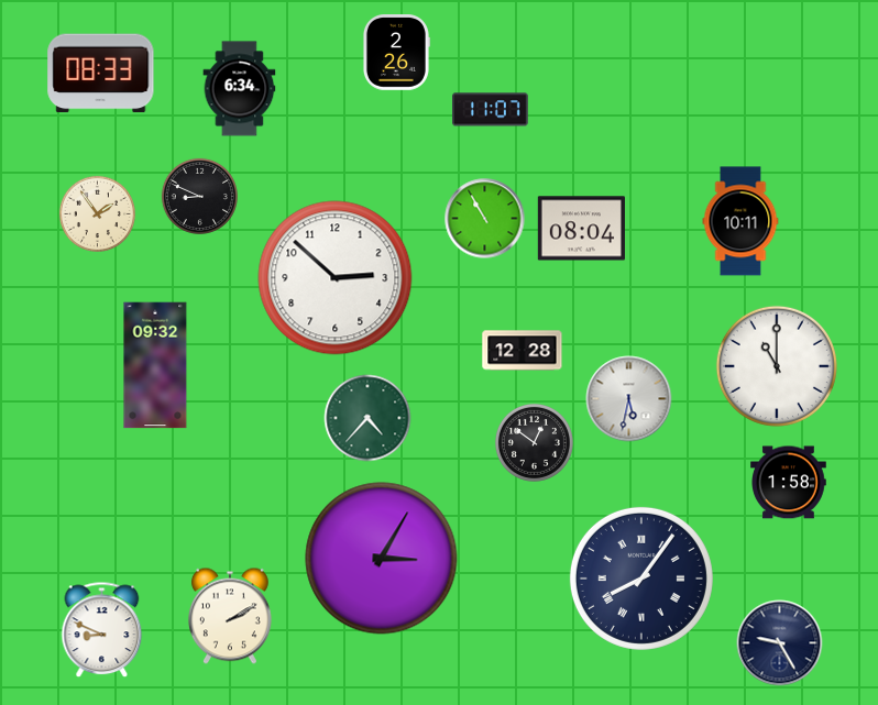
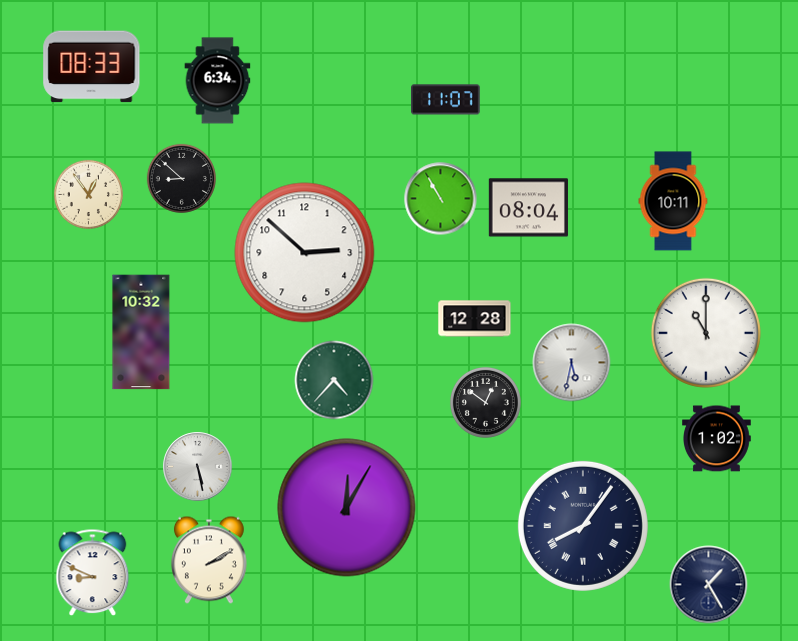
clock at (396, 53): 2:26 -> none
clock at (199, 196): 8:49 -> 8:52
clock at (97, 213): 1:54 -> 12:54
clock at (155, 365): 09:32 -> 10:32
clock at (789, 483): 1:58 -> 1:02
clock at (198, 467): none -> 5:28
clock at (382, 559): 3:05 -> 12:05
clock at (780, 643): 9:25 -> 1:25
